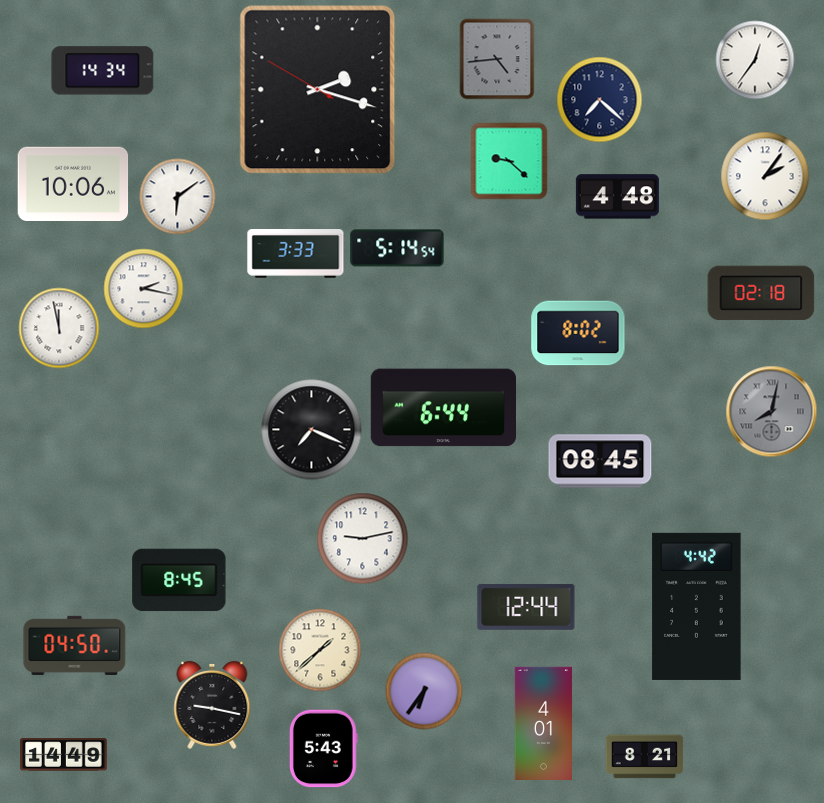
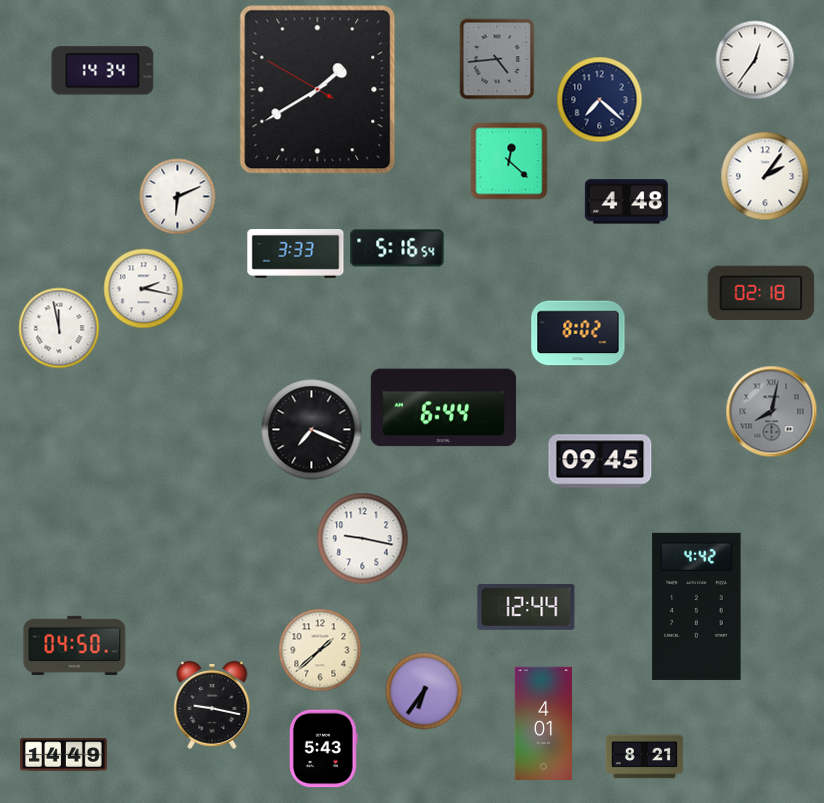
clock at (318, 90): 2:17 -> 1:39
clock at (509, 161): 9:22 -> 12:22
clock at (73, 183): 10:06 -> none
clock at (178, 197): 6:09 -> 6:11
clock at (617, 197) position: (617, 197) -> (626, 202)
clock at (397, 248): 5:14 -> 5:16
clock at (600, 461): 08:45 -> 09:45
clock at (363, 539): 9:13 -> 9:17
clock at (179, 580): 8:45 -> none
